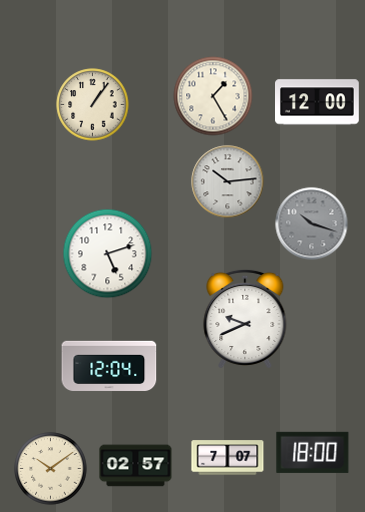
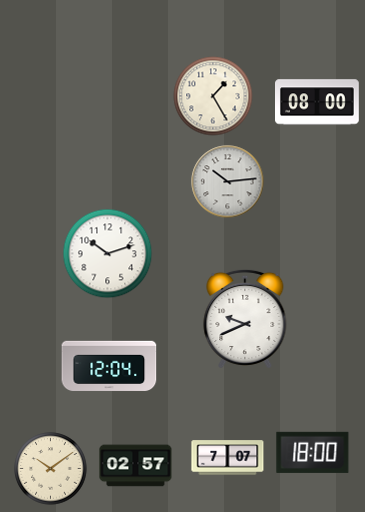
clock at (318, 102): 12:00 -> 08:00
clock at (93, 105): 1:06 -> none
clock at (312, 224): 10:18 -> none
clock at (108, 254): 5:12 -> 10:12
